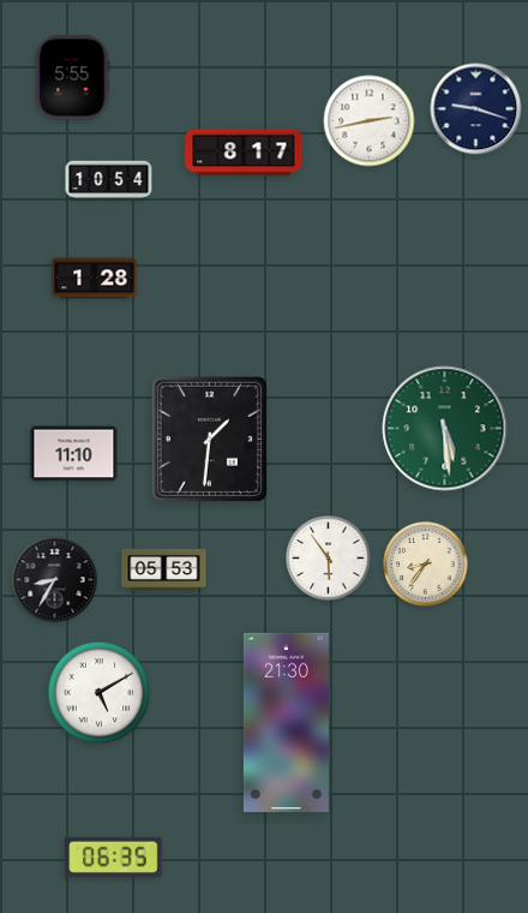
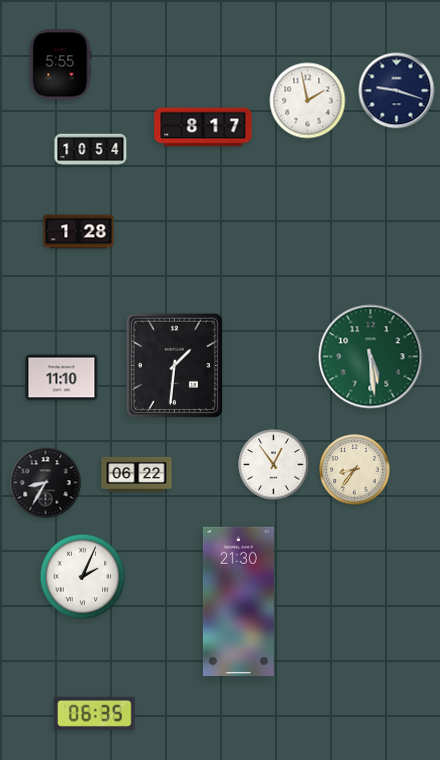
clock at (370, 121): 2:43 -> 1:58
clock at (329, 559): 5:54 -> 12:54
clock at (164, 569): 05:53 -> 06:22
clock at (100, 693): 5:10 -> 2:04
